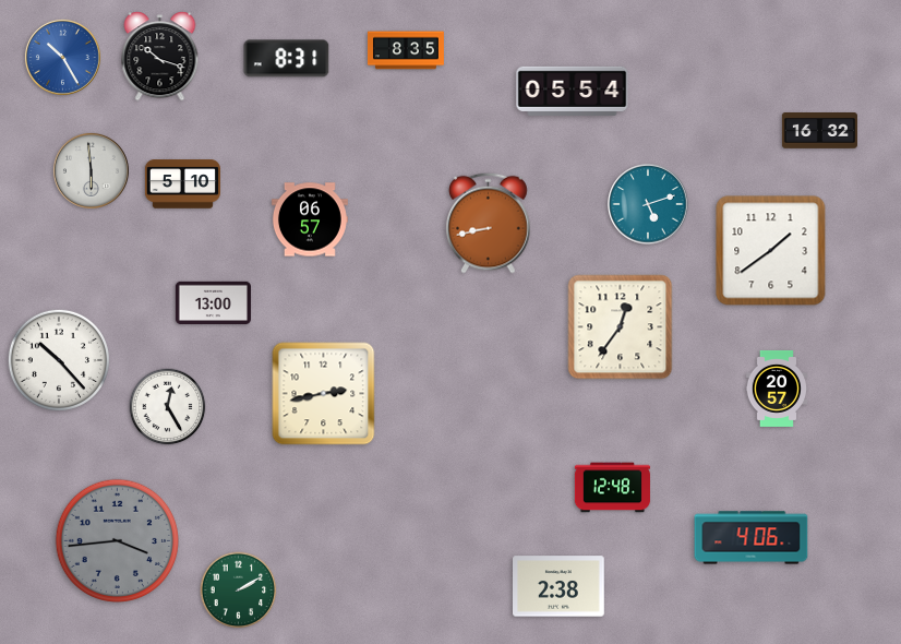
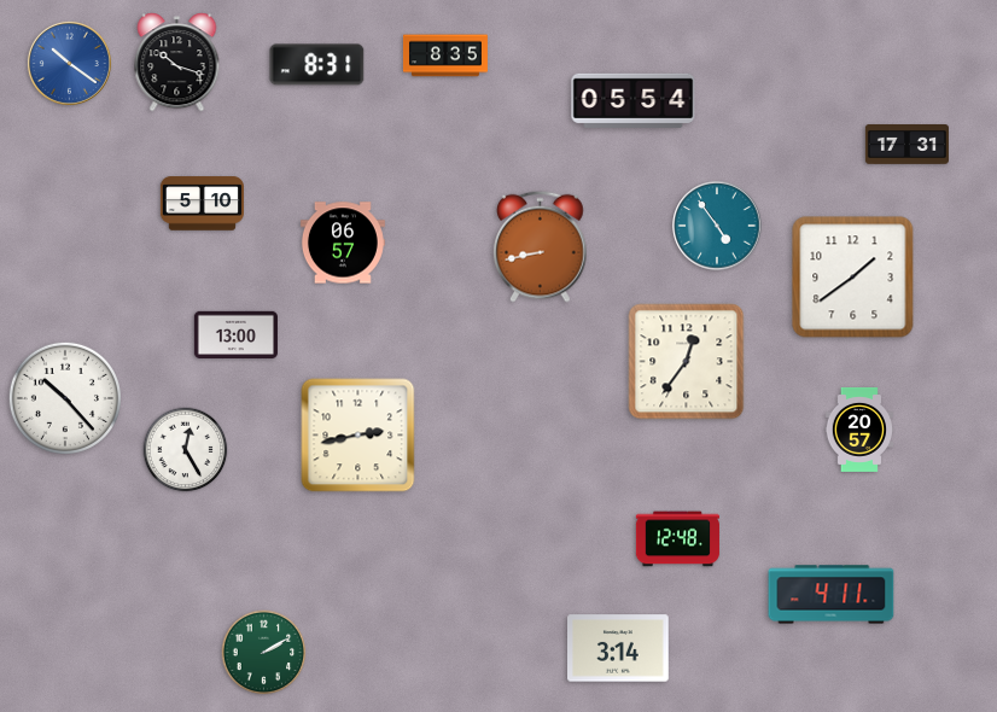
clock at (406, 50) position: (406, 50) -> (445, 56)
clock at (62, 57): 10:25 -> 10:21
clock at (819, 131): 16:32 -> 17:31
clock at (91, 170): 5:59 -> none
clock at (648, 204): 5:12 -> 4:54
clock at (752, 538): 4:06 -> 4:11
clock at (117, 540): 3:44 -> none
clock at (560, 586): 2:38 -> 3:14
